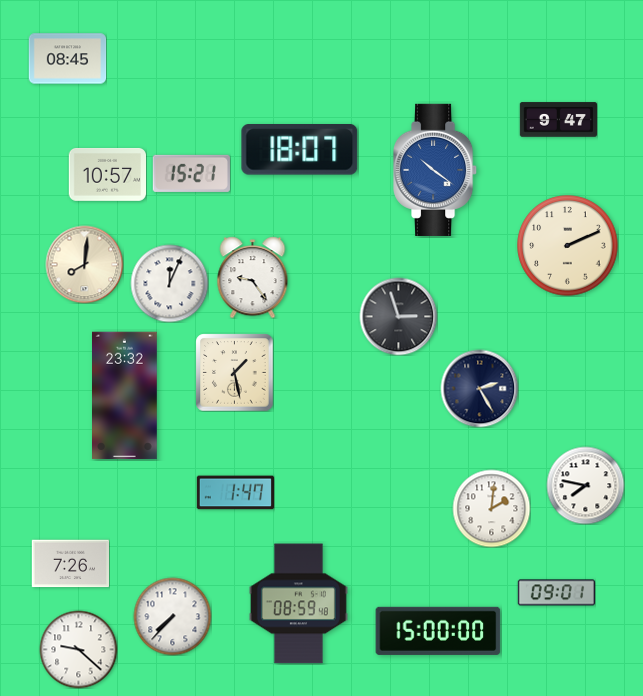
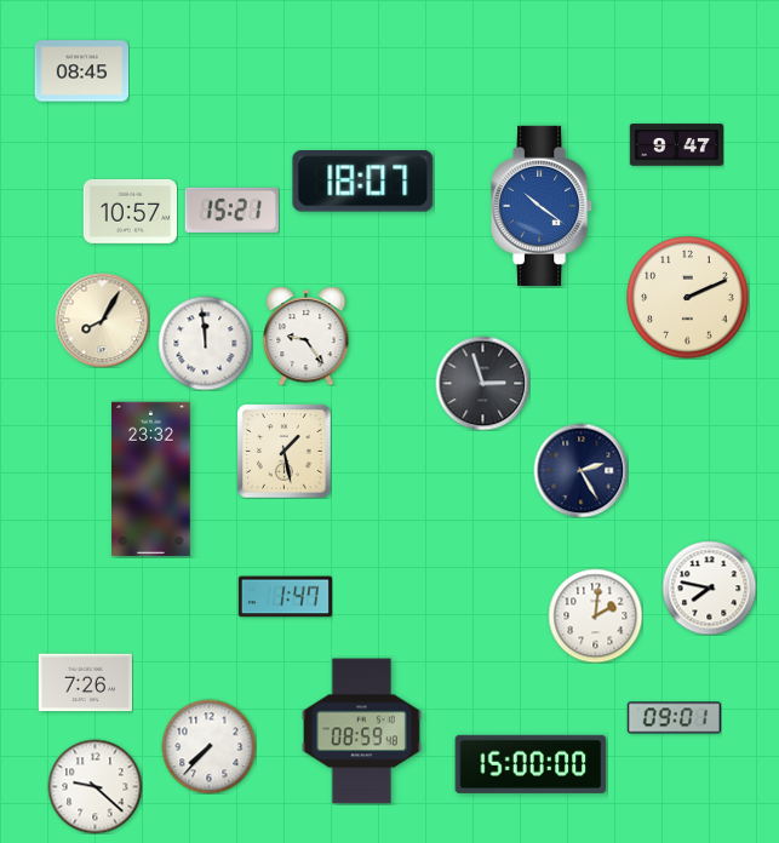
clock at (436, 170) position: (436, 170) -> (543, 206)
clock at (84, 264): 8:01 -> 8:05
clock at (169, 283): 12:04 -> 11:59
